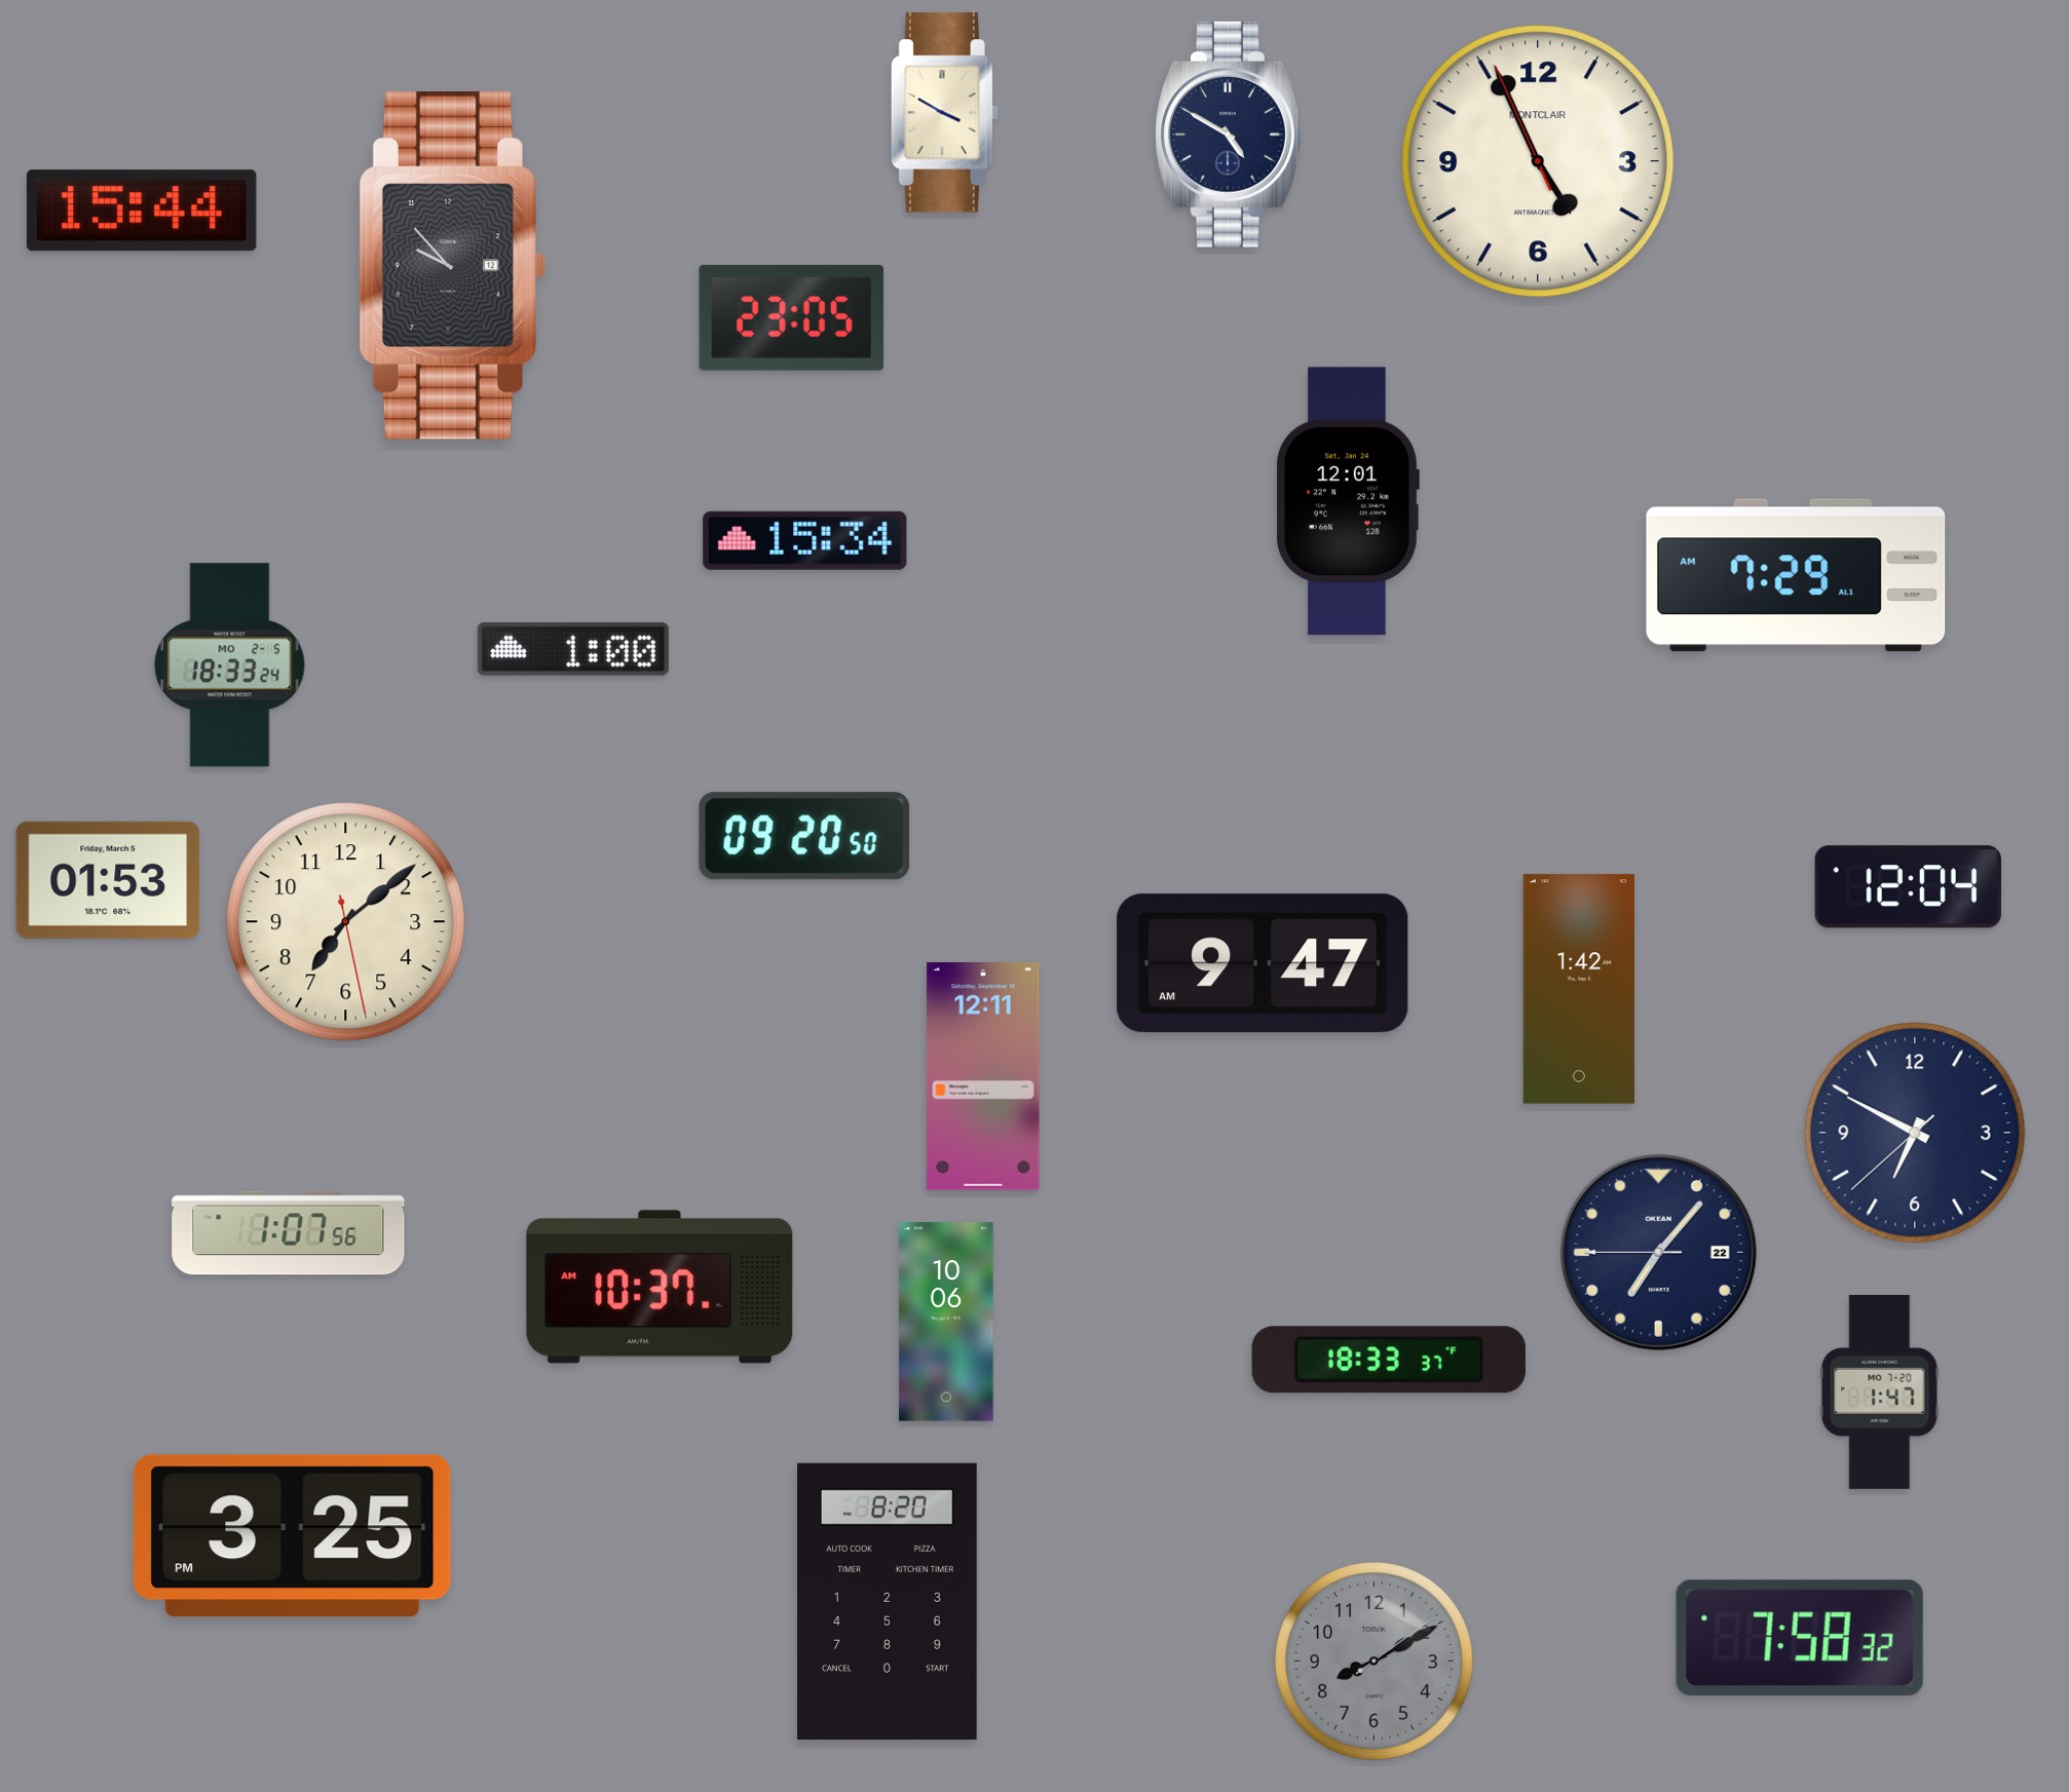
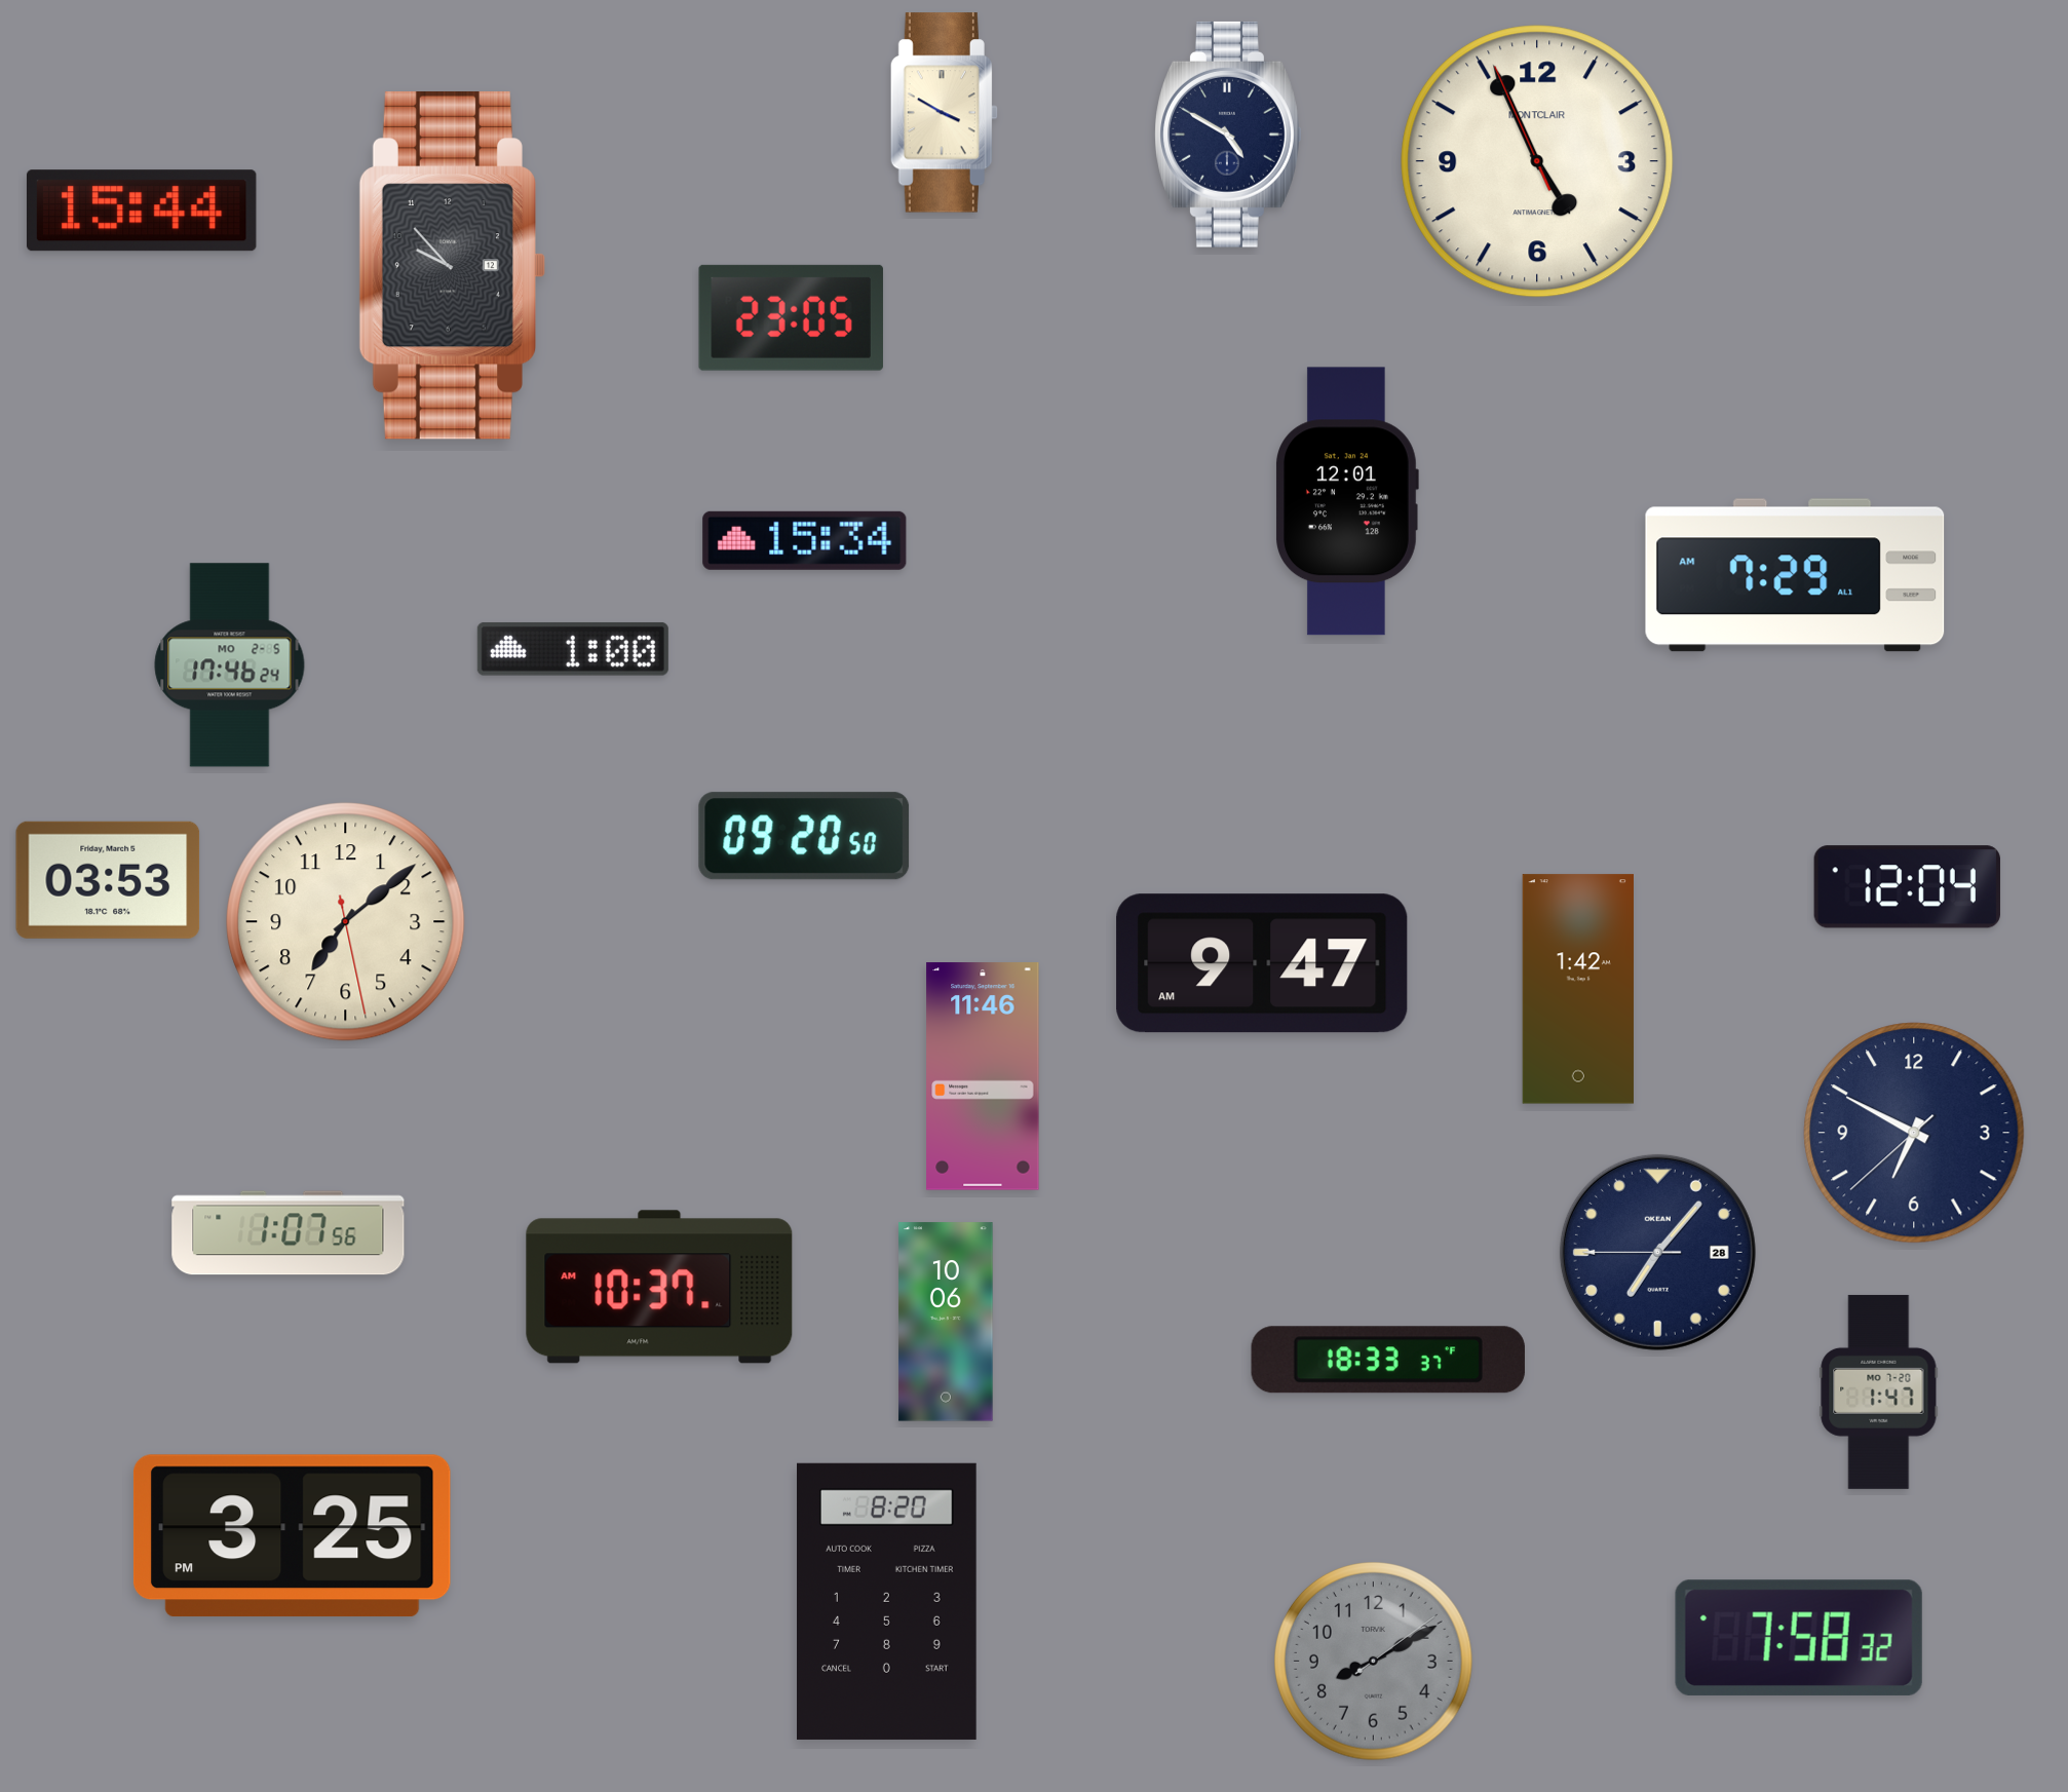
clock at (230, 665): 18:33 -> 17:46
clock at (108, 880): 01:53 -> 03:53
clock at (983, 1076): 12:11 -> 11:46
clock at (1658, 1252) date: 22 -> 28
